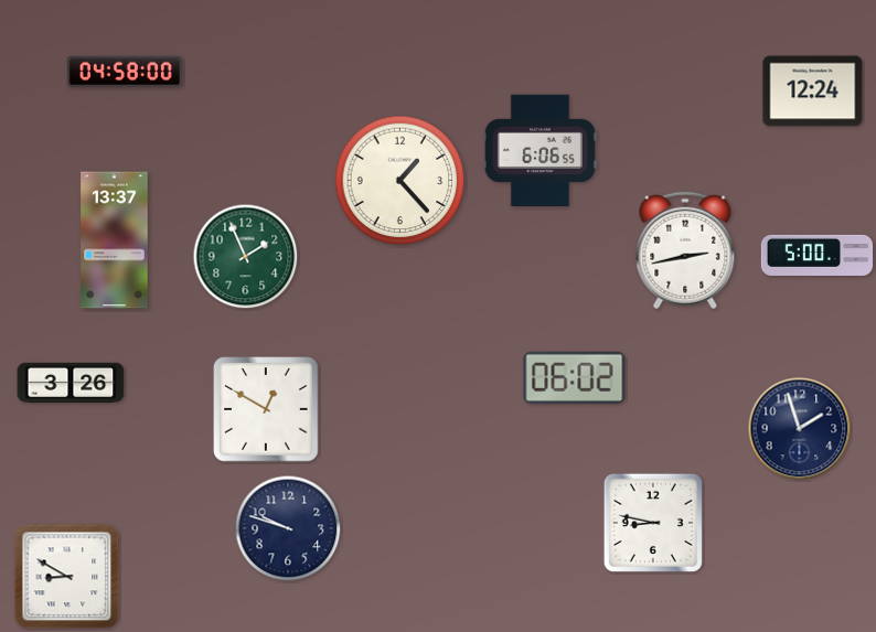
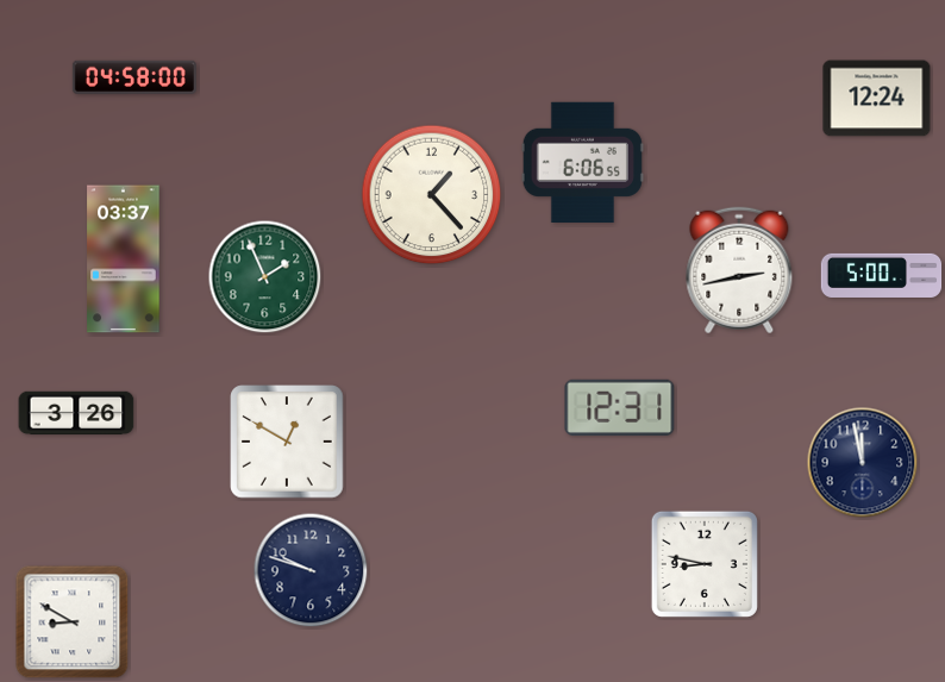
clock at (115, 240): 13:37 -> 03:37
clock at (575, 377): 06:02 -> 12:31
clock at (800, 429): 1:57 -> 11:58
